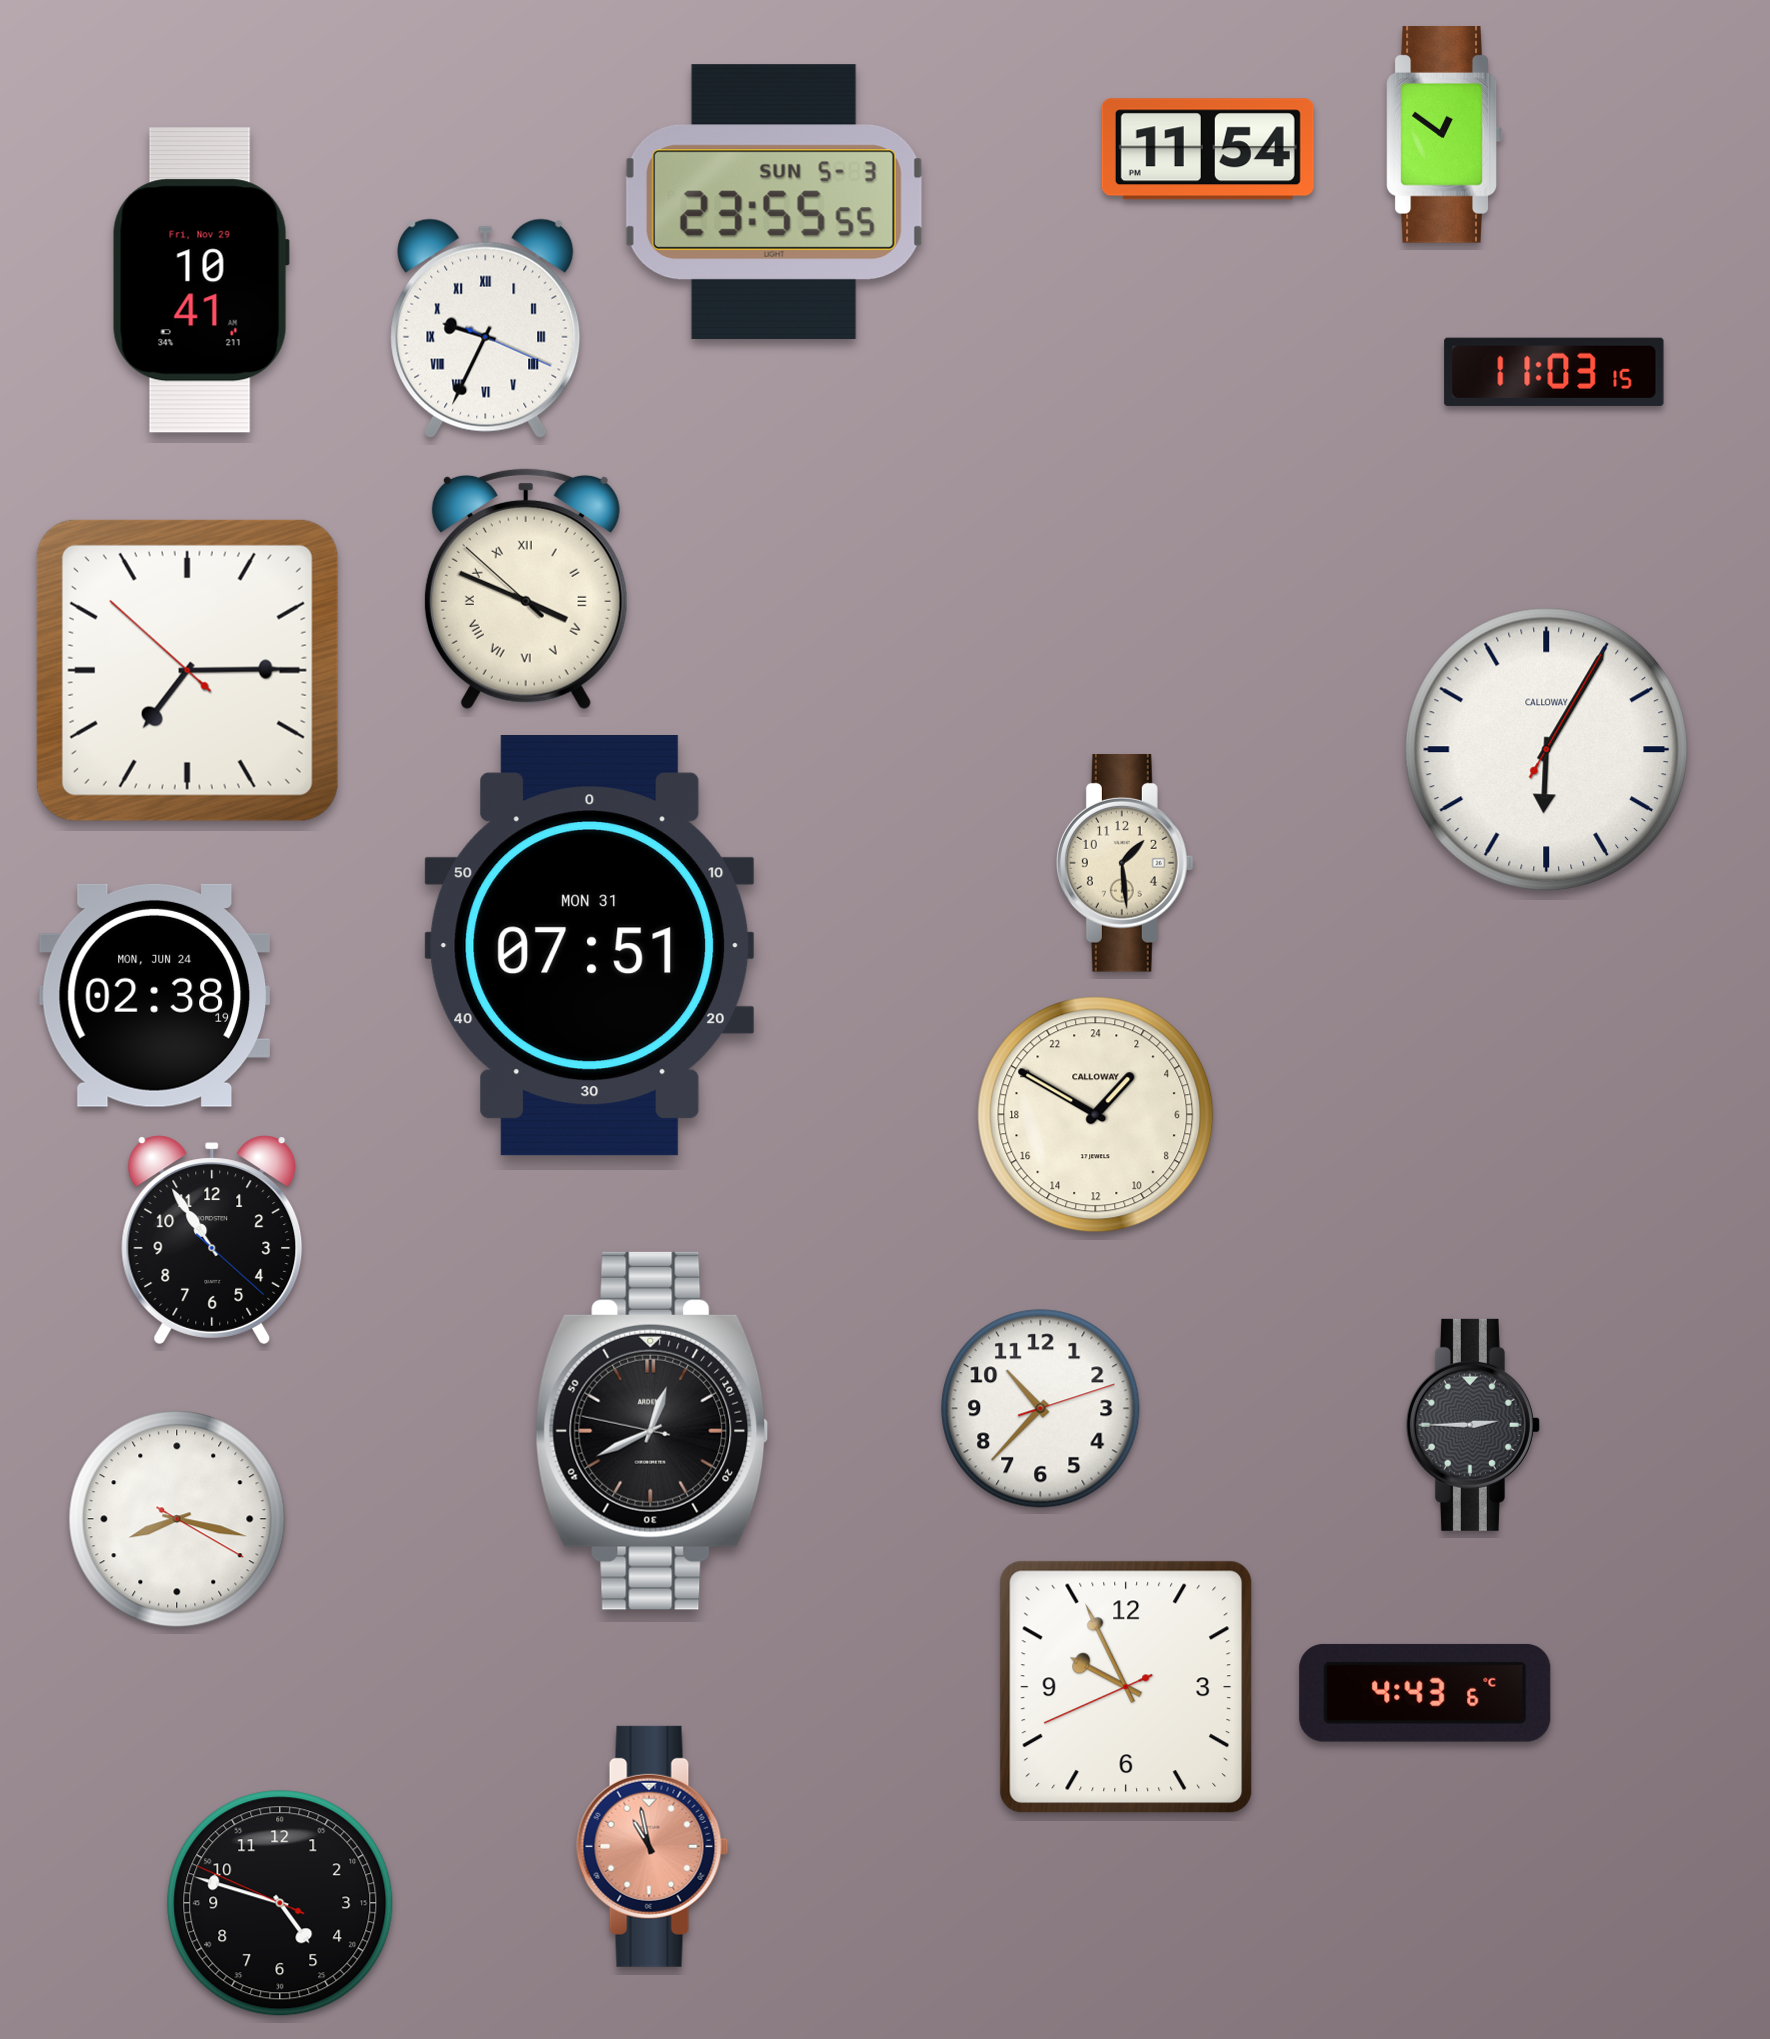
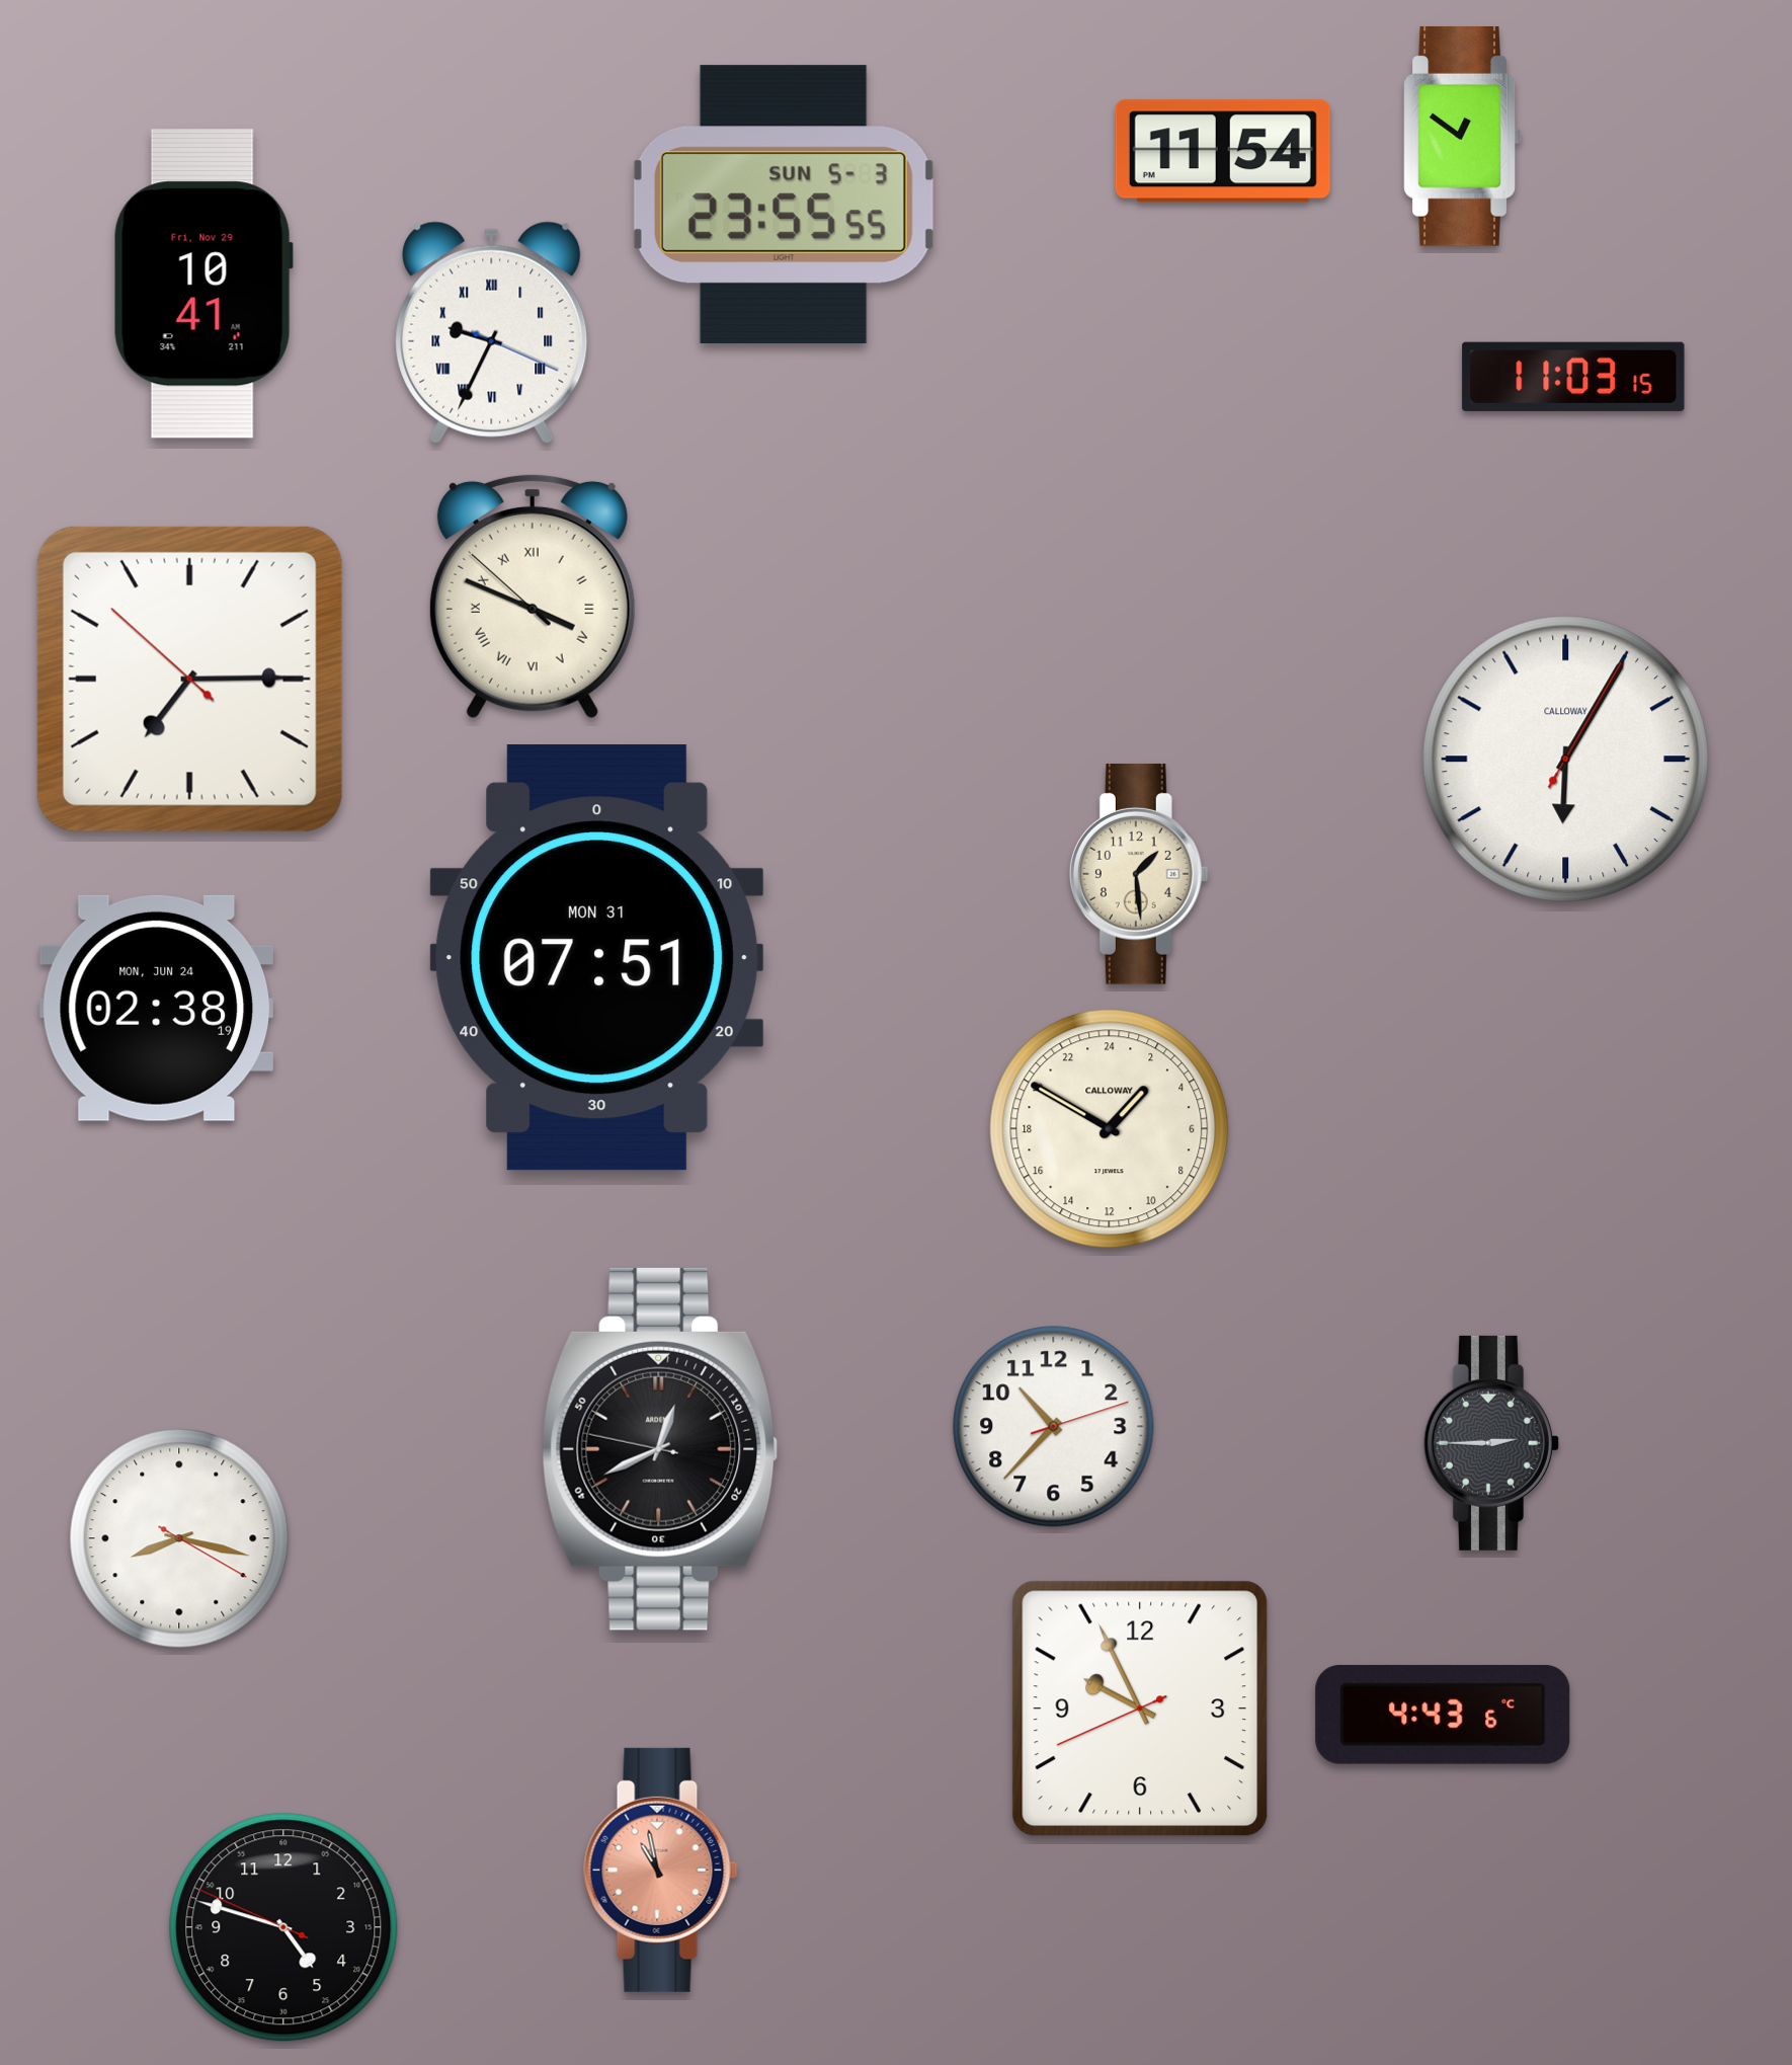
clock at (212, 1240): 10:54 -> none
